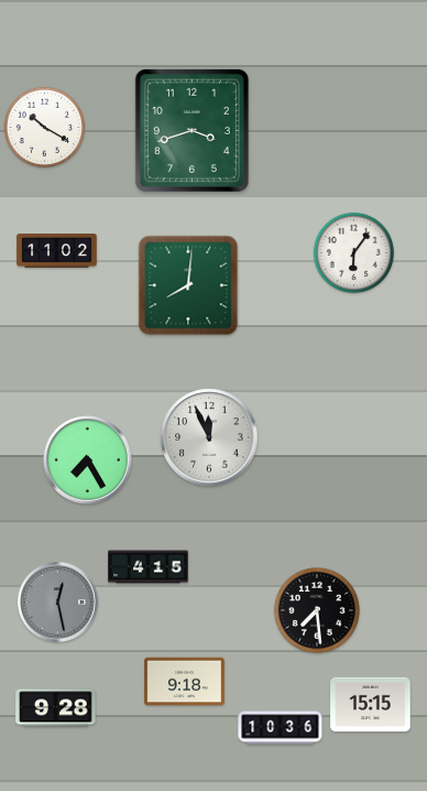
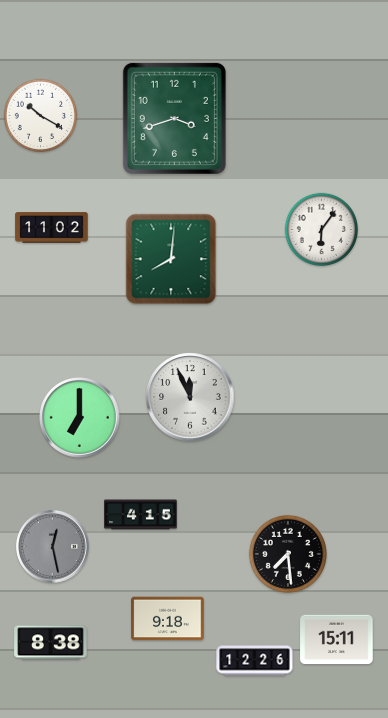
clock at (88, 460): 7:25 -> 7:00
clock at (149, 567) position: (149, 567) -> (141, 515)
clock at (371, 705): 15:15 -> 15:11
clock at (56, 708): 9:28 -> 8:38
clock at (281, 728): 10:36 -> 12:26
